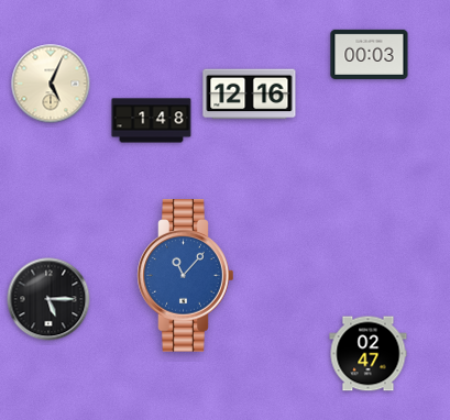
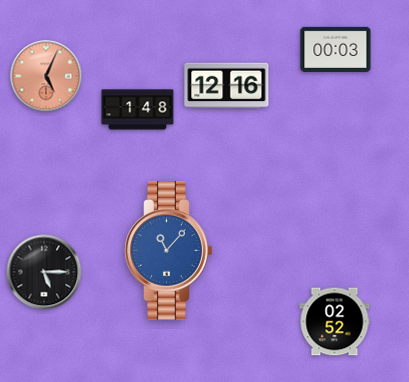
clock at (51, 84) dial: cream -> salmon
clock at (369, 354): 02:47 -> 02:52
